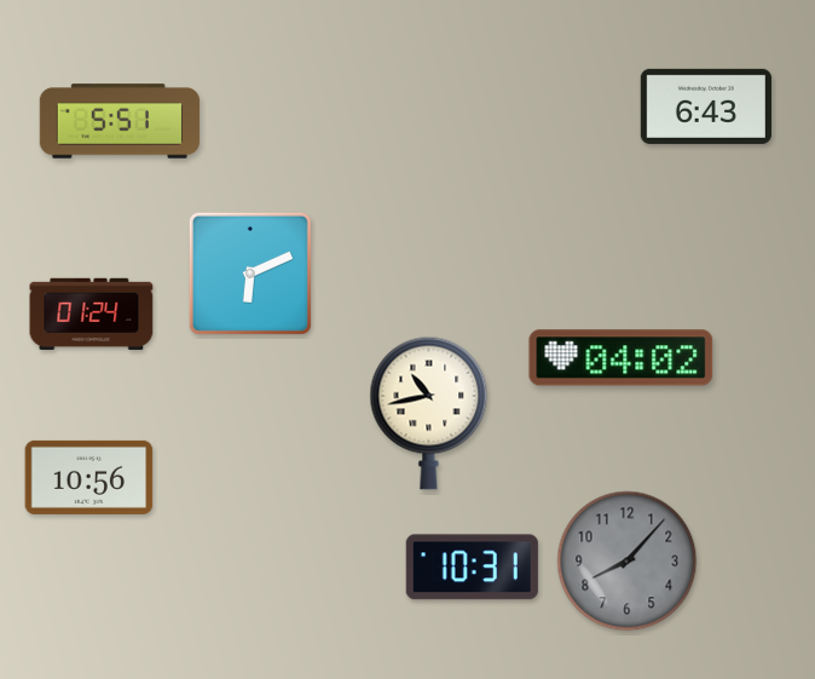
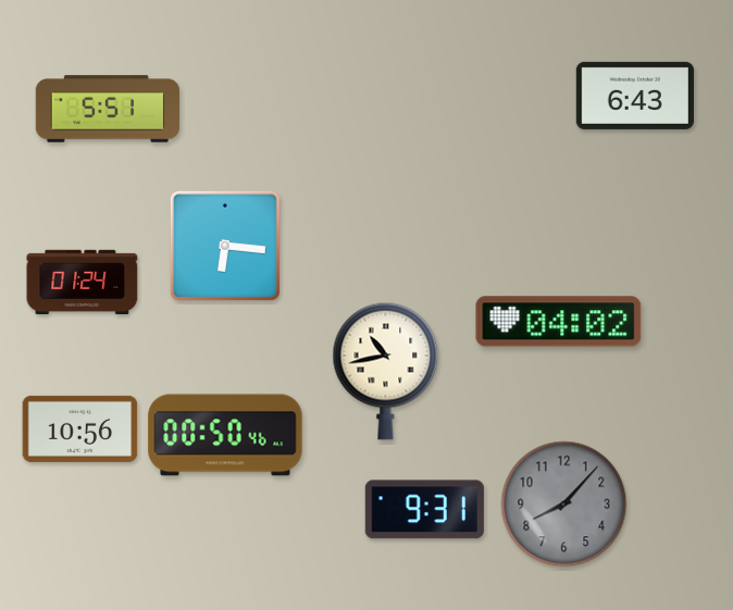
clock at (250, 274): 6:11 -> 6:16
clock at (225, 435): none -> 00:50
clock at (472, 568): 10:31 -> 9:31
